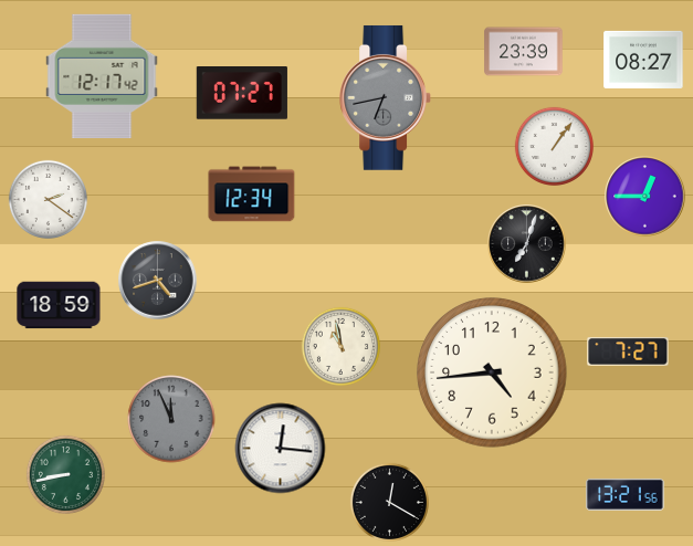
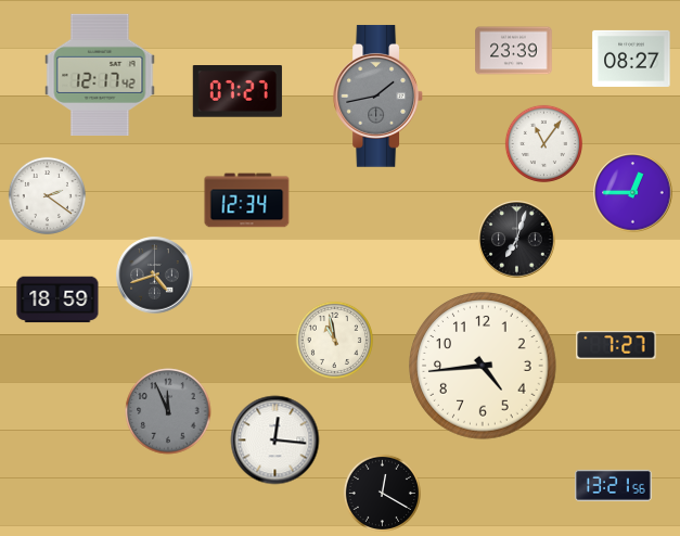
clock at (385, 98): 6:43 -> 1:43
clock at (554, 146): 1:06 -> 11:06
clock at (252, 195) position: (252, 195) -> (247, 201)
clock at (65, 474): 8:43 -> none
